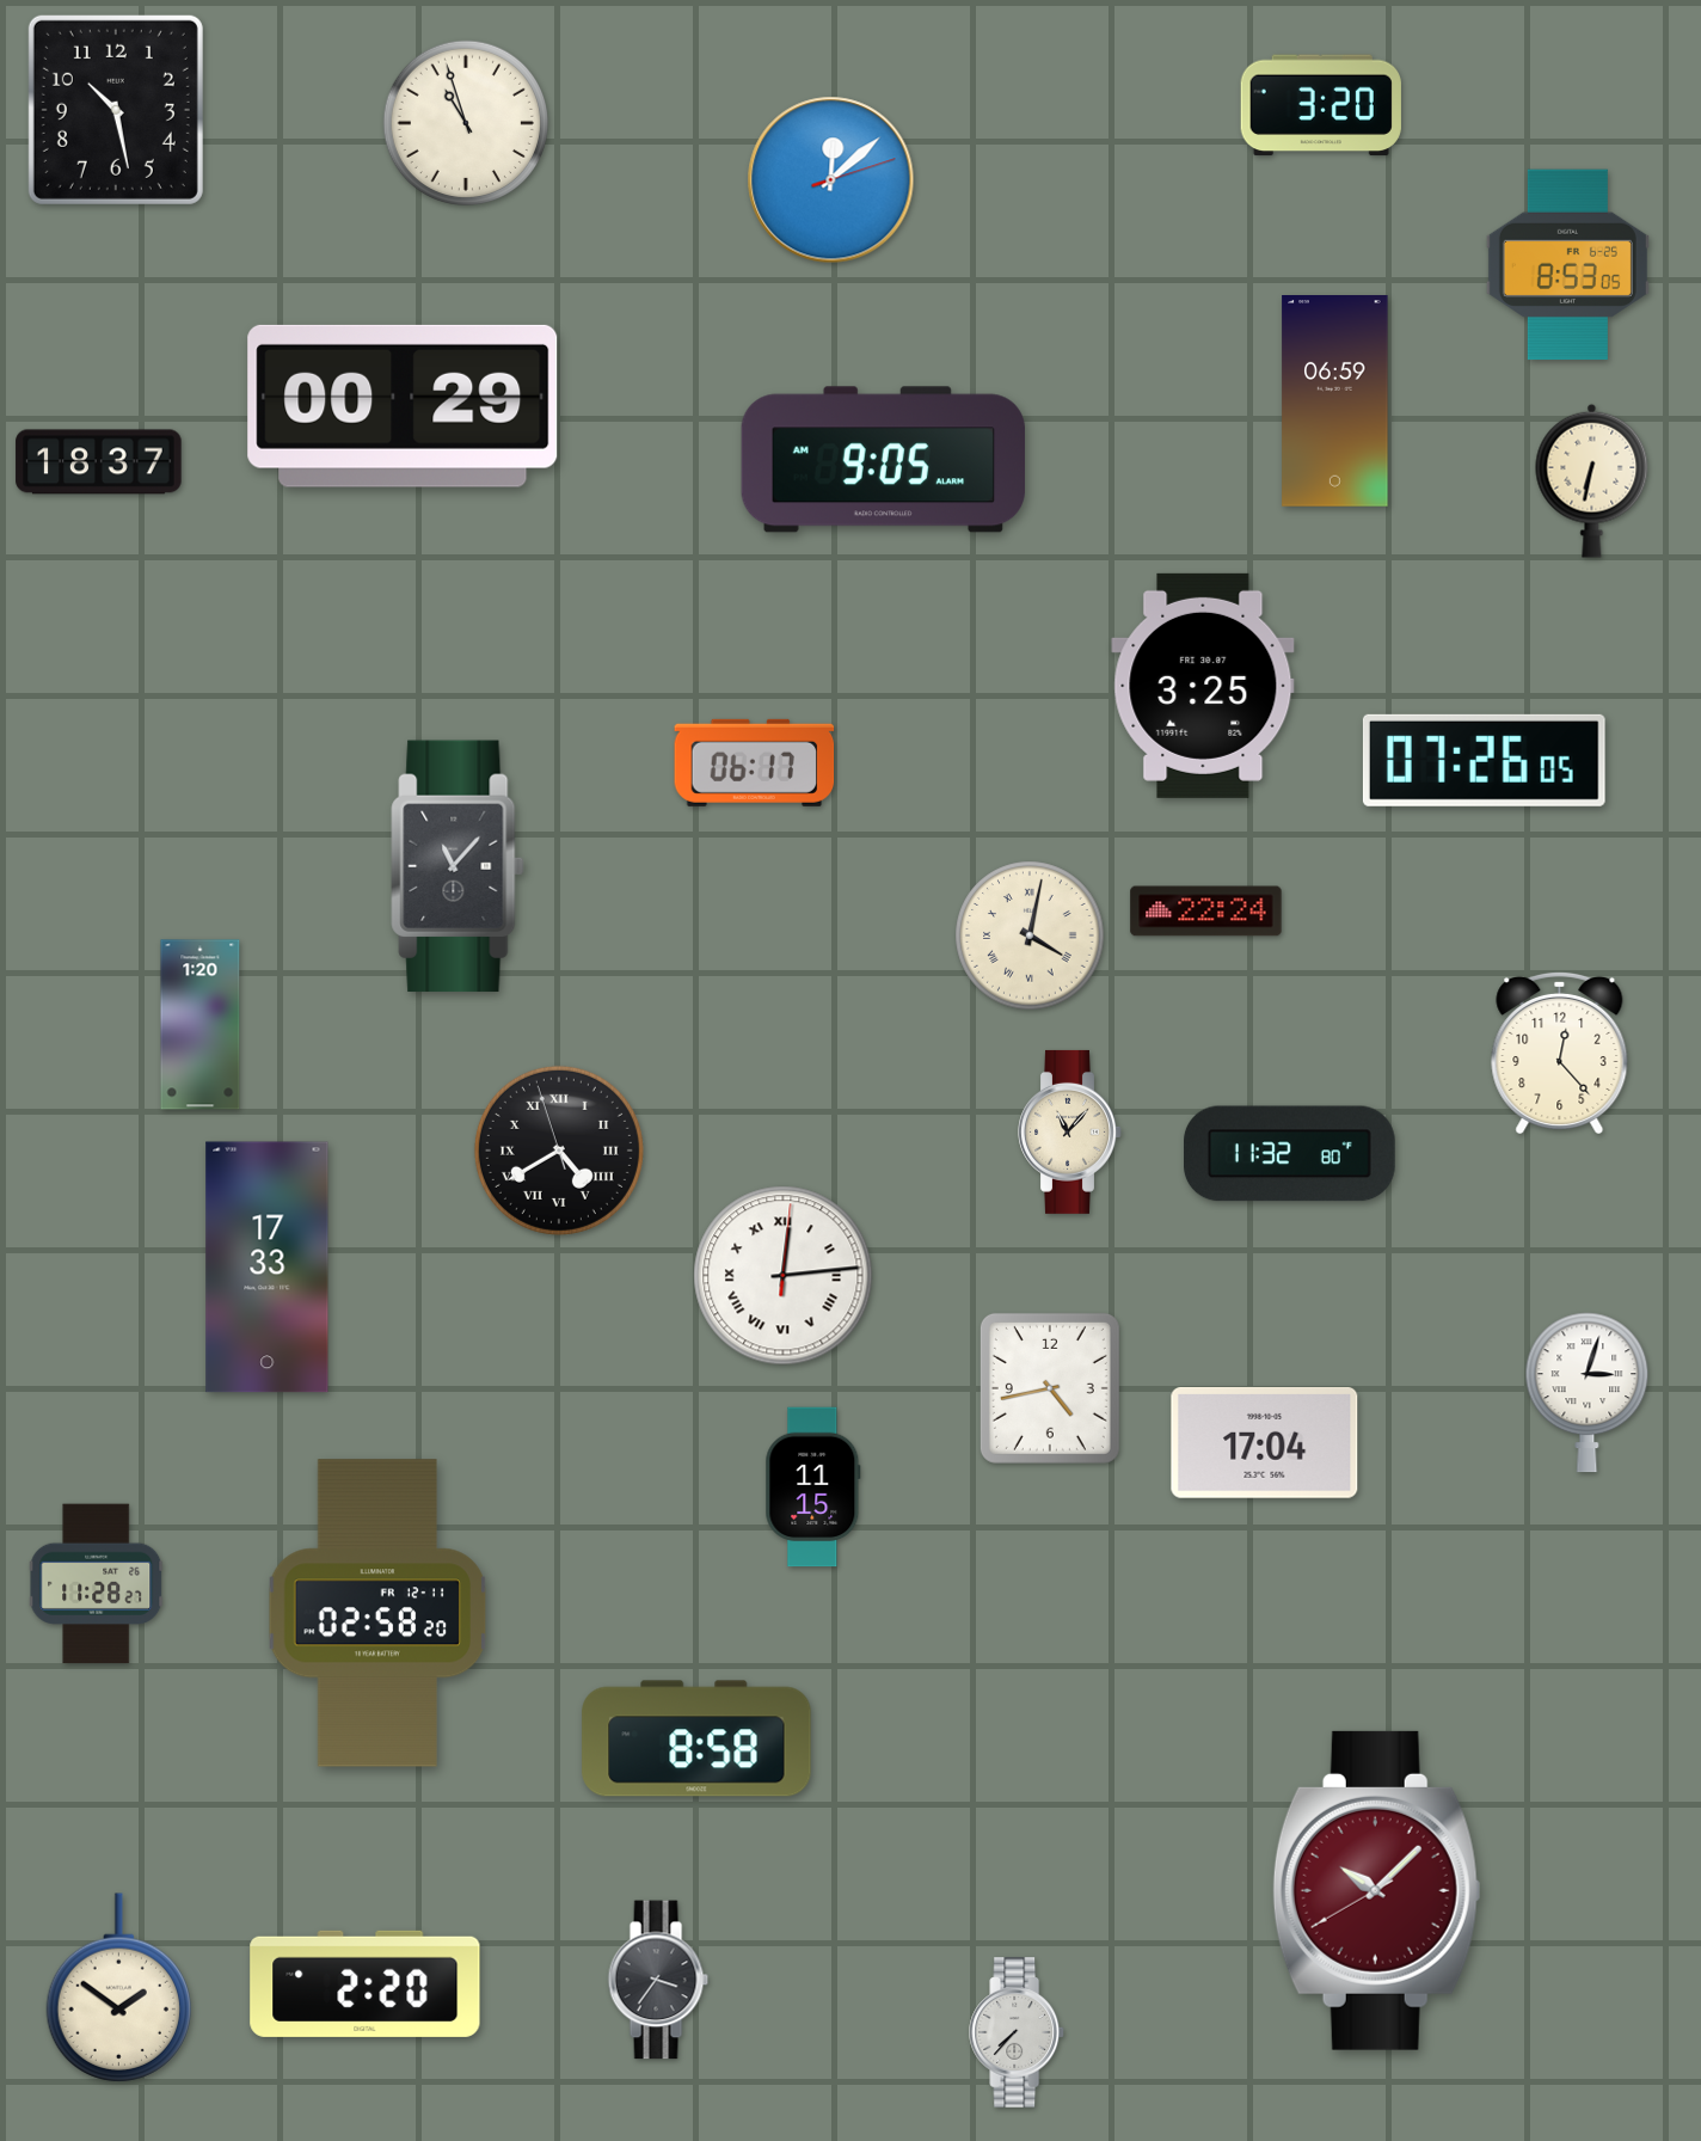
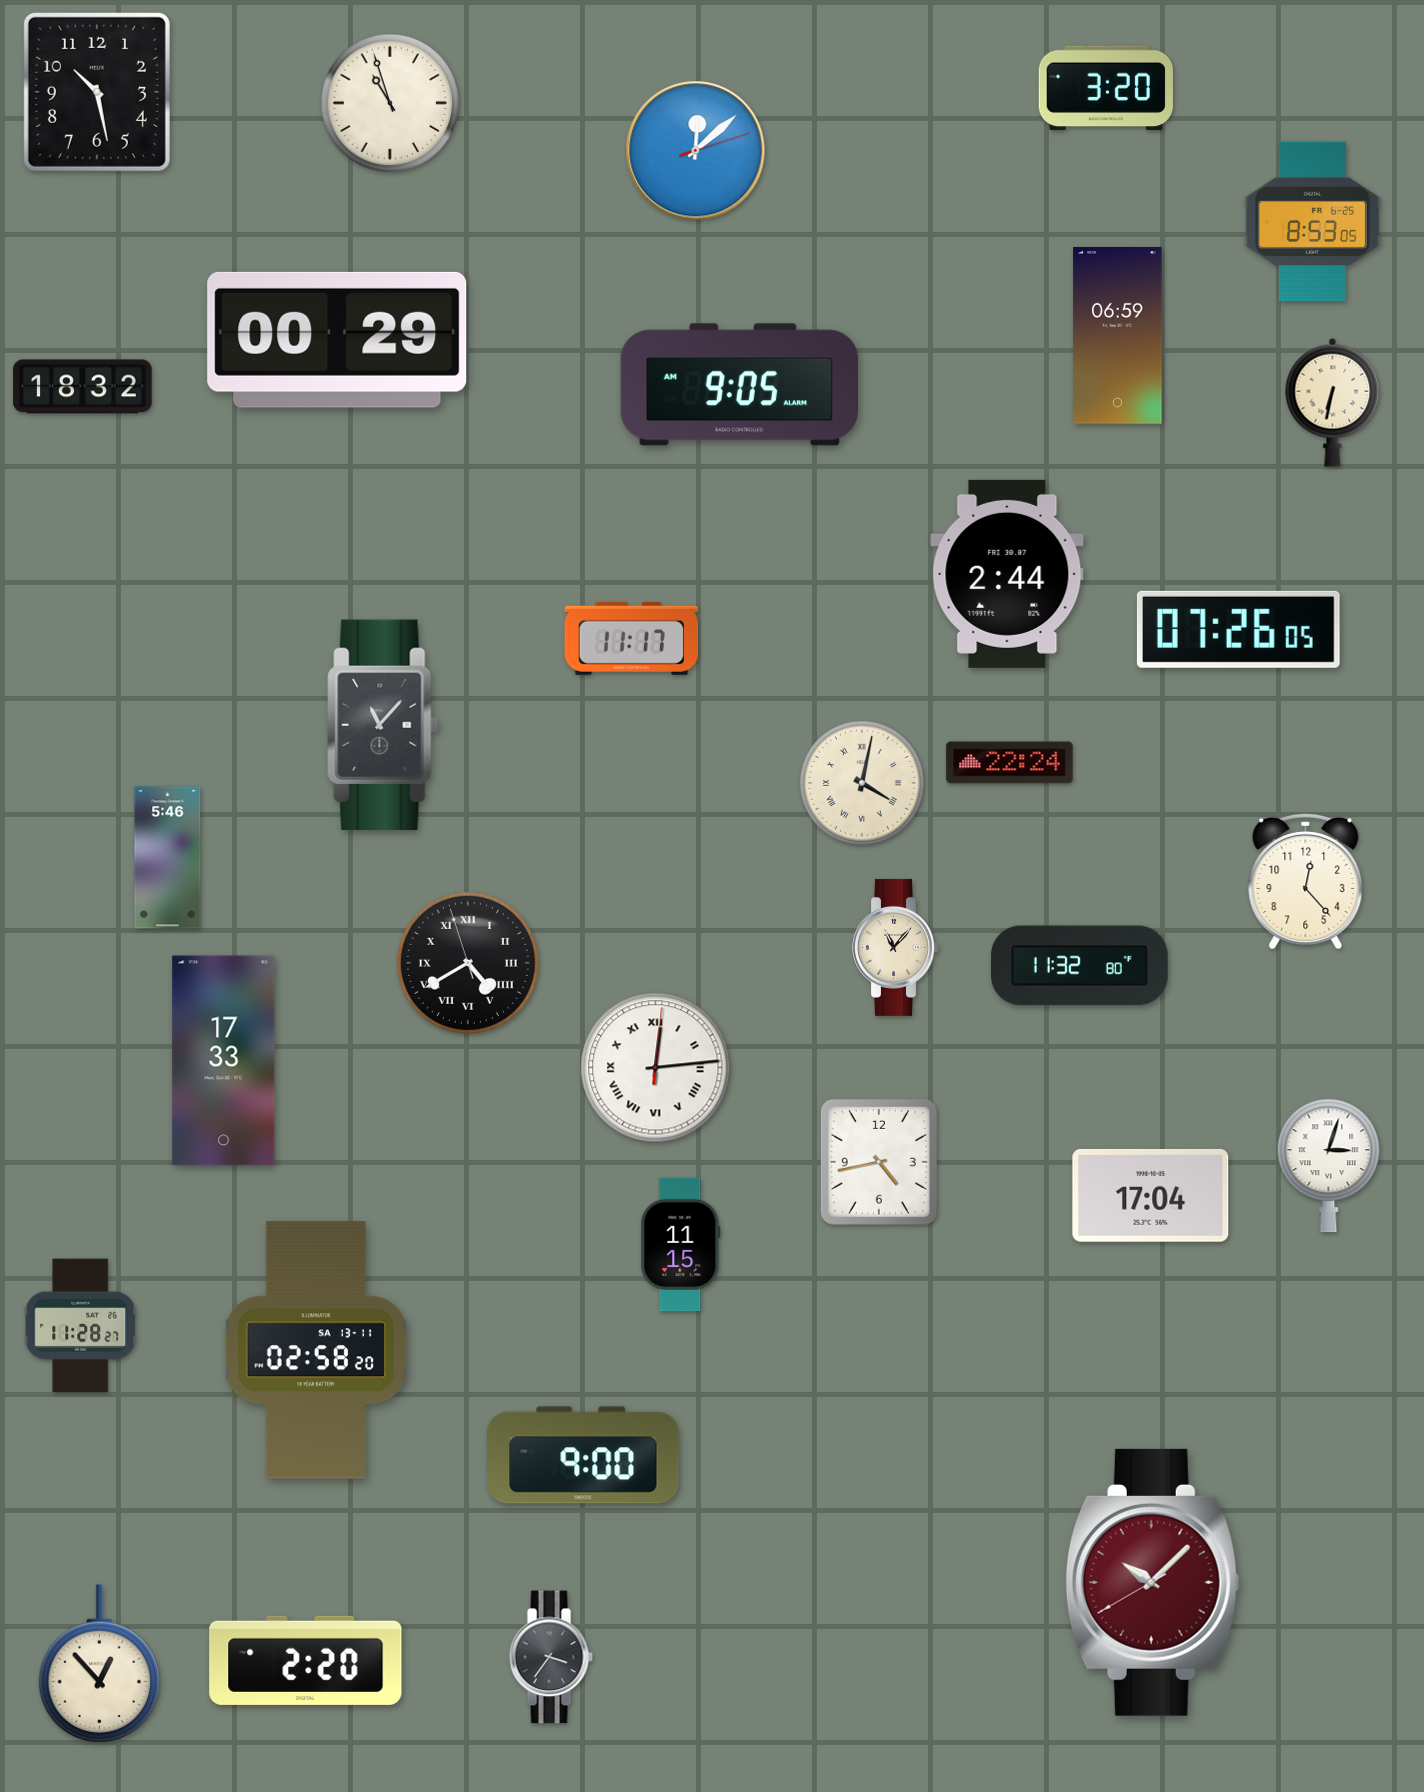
clock at (99, 462): 18:37 -> 18:32
clock at (1203, 686): 3:25 -> 2:44
clock at (1484, 760) position: (1484, 760) -> (1238, 629)
clock at (755, 762): 06:17 -> 11:17
clock at (201, 1025): 1:20 -> 5:46
clock at (1265, 1442) position: (1265, 1442) -> (1151, 1195)
clock at (377, 1613) date: FR 12-11 -> SA 13-11
clock at (696, 1738): 8:58 -> 9:00
clock at (118, 1988): 1:51 -> 12:53
clock at (1018, 2032): 7:37 -> none
